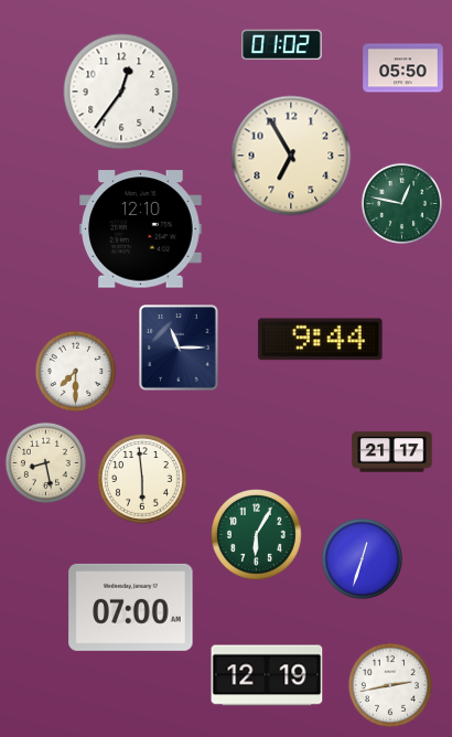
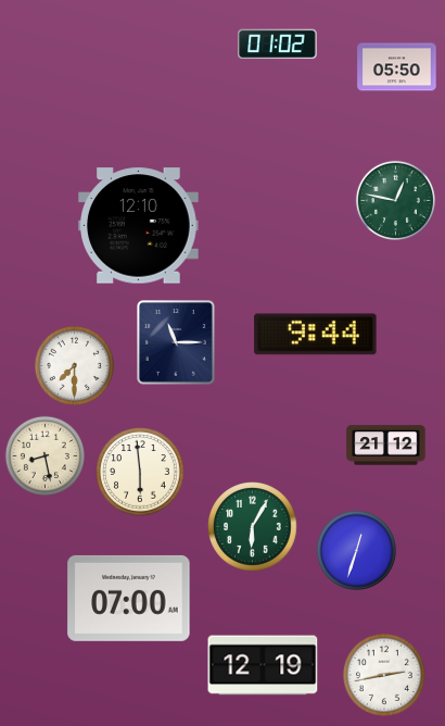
clock at (121, 92): 12:36 -> none
clock at (291, 156): 6:55 -> none
clock at (392, 452): 21:17 -> 21:12
